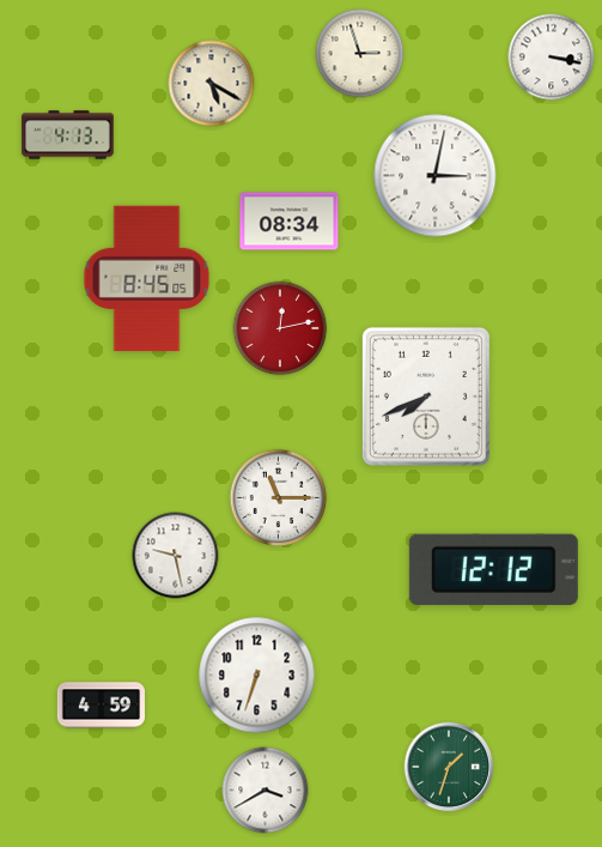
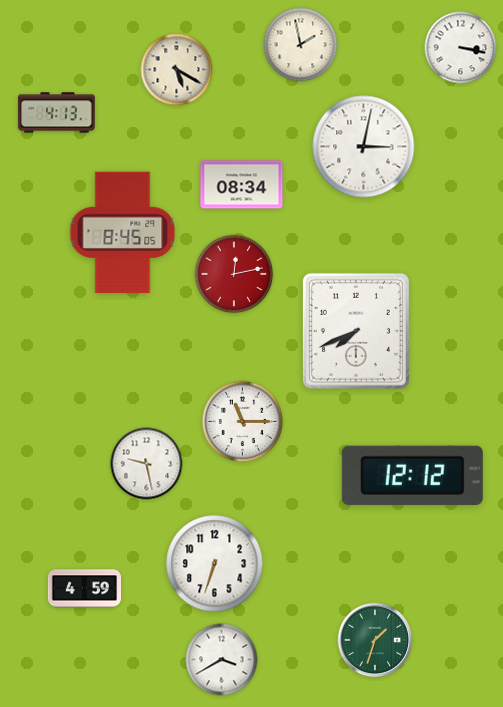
clock at (360, 54): 2:57 -> 1:58
clock at (279, 498) position: (279, 498) -> (243, 422)
